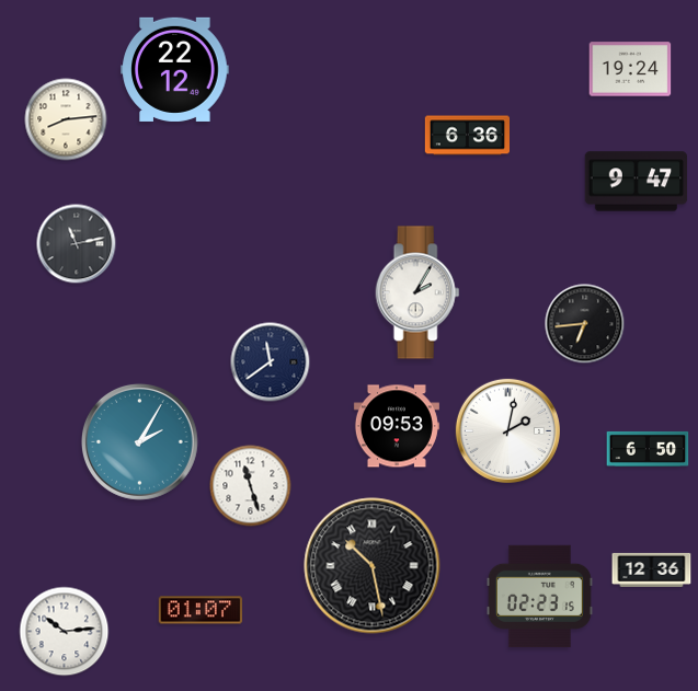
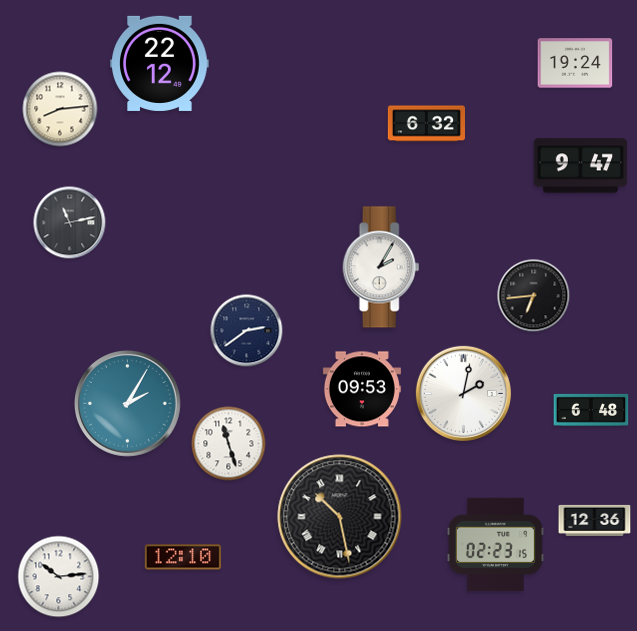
clock at (467, 136): 6:36 -> 6:32
clock at (271, 362): 11:39 -> 2:39
clock at (648, 449): 6:50 -> 6:48
clock at (539, 597) position: (539, 597) -> (495, 545)
clock at (201, 610): 01:07 -> 12:10
